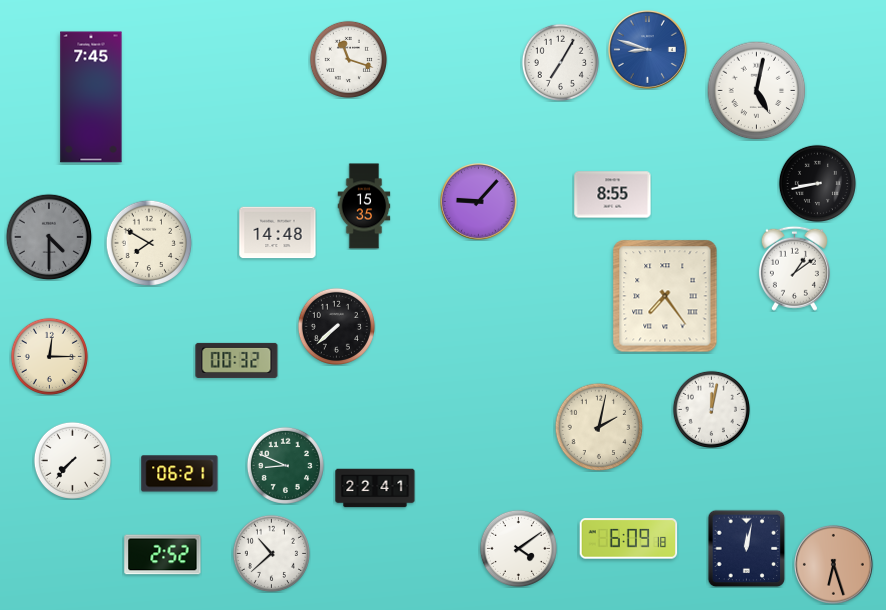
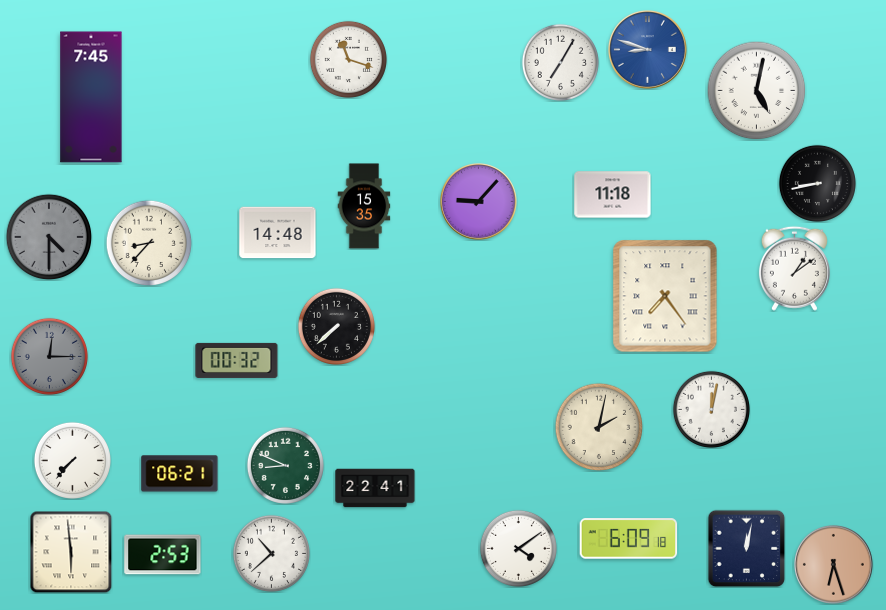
clock at (613, 195): 8:55 -> 11:18
clock at (149, 243): 7:50 -> 8:37
clock at (49, 356) dial: cream -> grey
clock at (71, 552): none -> 5:59
clock at (163, 555): 2:52 -> 2:53
